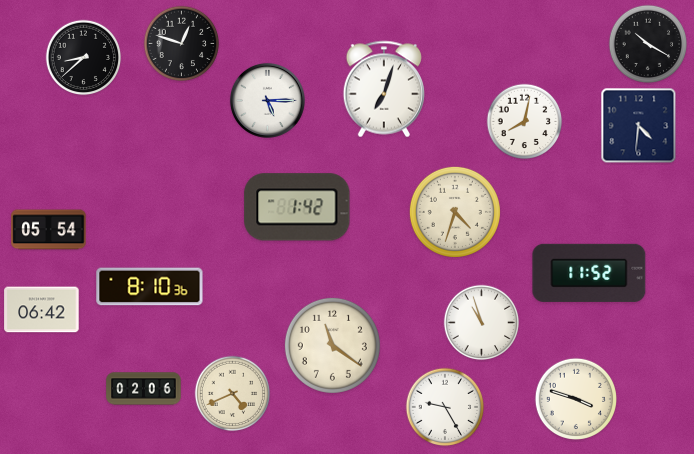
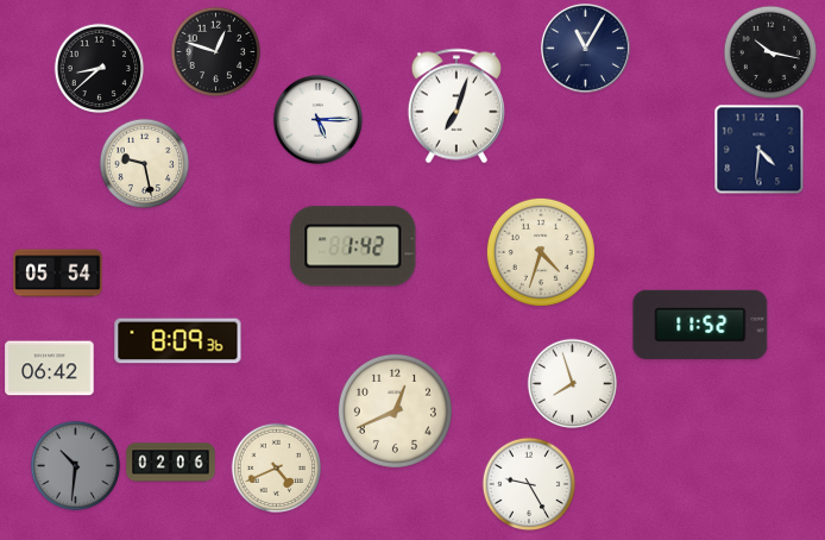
clock at (585, 48): none -> 11:05
clock at (648, 44): 10:20 -> 10:17
clock at (525, 122): 8:02 -> none
clock at (145, 164): none -> 9:28
clock at (150, 287): 8:10 -> 8:09
clock at (482, 323): 10:57 -> 7:57
clock at (332, 345): 11:21 -> 12:41
clock at (76, 466): none -> 10:31
clock at (575, 398): 3:48 -> none
